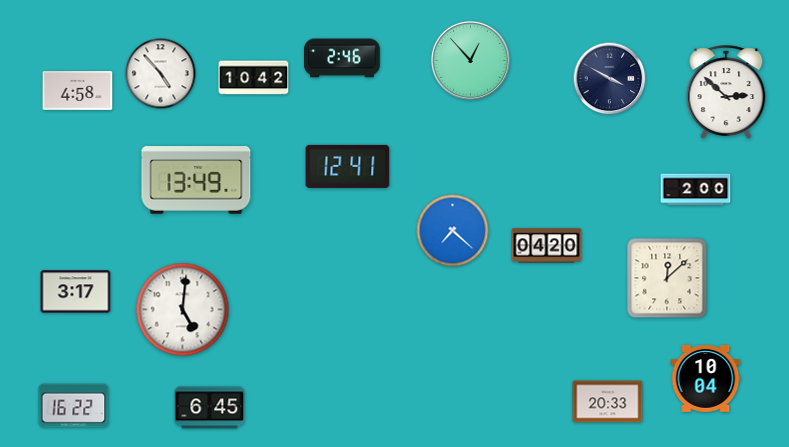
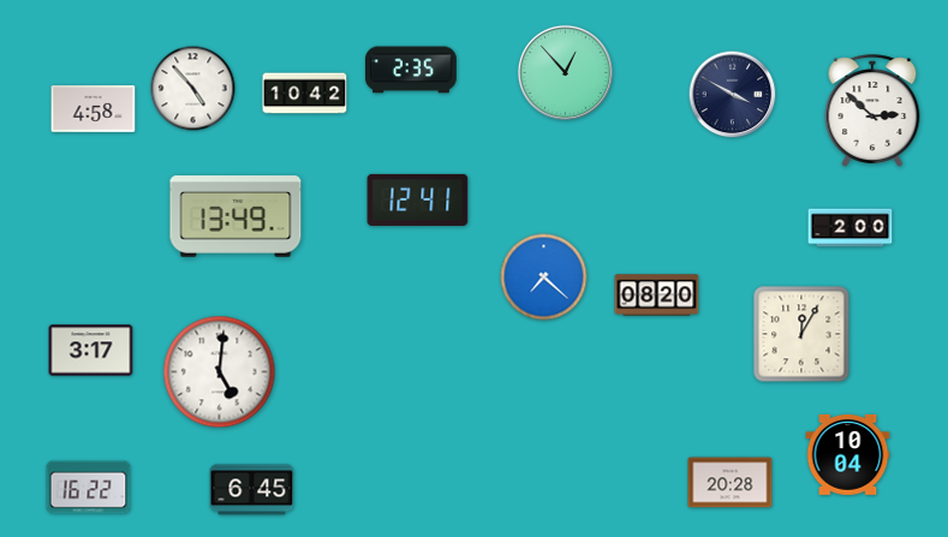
clock at (343, 58): 2:46 -> 2:35
clock at (696, 190) position: (696, 190) -> (851, 228)
clock at (547, 246): 04:20 -> 08:20
clock at (667, 278): 12:08 -> 12:05
clock at (608, 402): 20:33 -> 20:28
